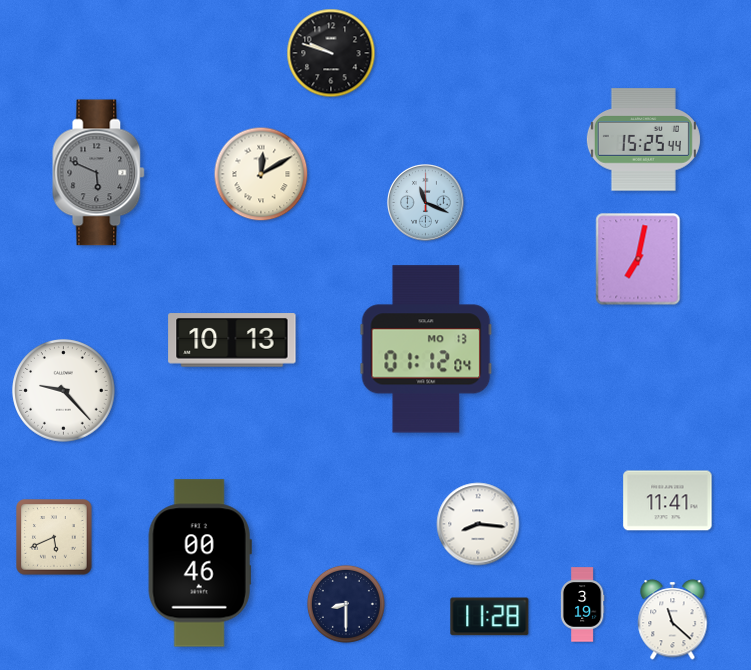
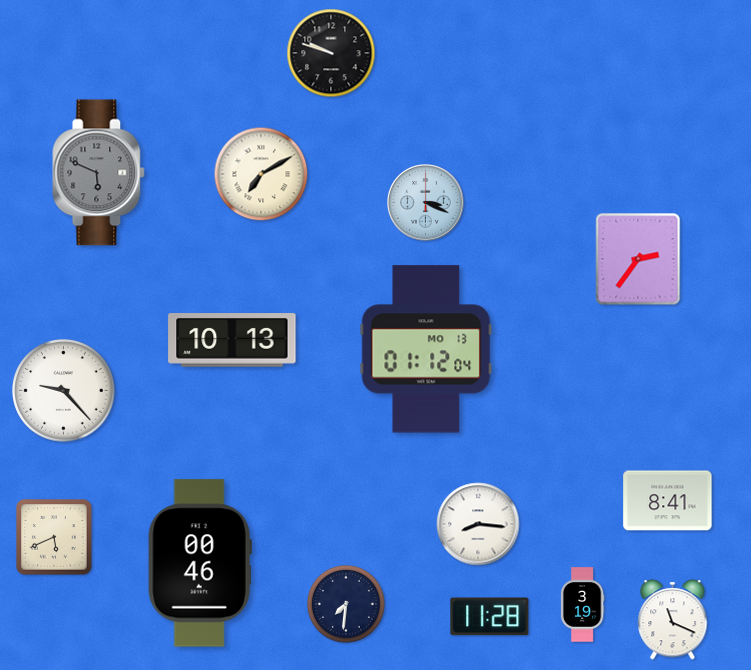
clock at (643, 140): 15:25 -> none
clock at (261, 174): 12:10 -> 7:10
clock at (426, 203): 11:19 -> 3:19
clock at (638, 259): 7:02 -> 2:36
clock at (668, 501): 11:41 -> 8:41
clock at (346, 604): 8:30 -> 7:31
clock at (673, 620): 11:22 -> 11:19
